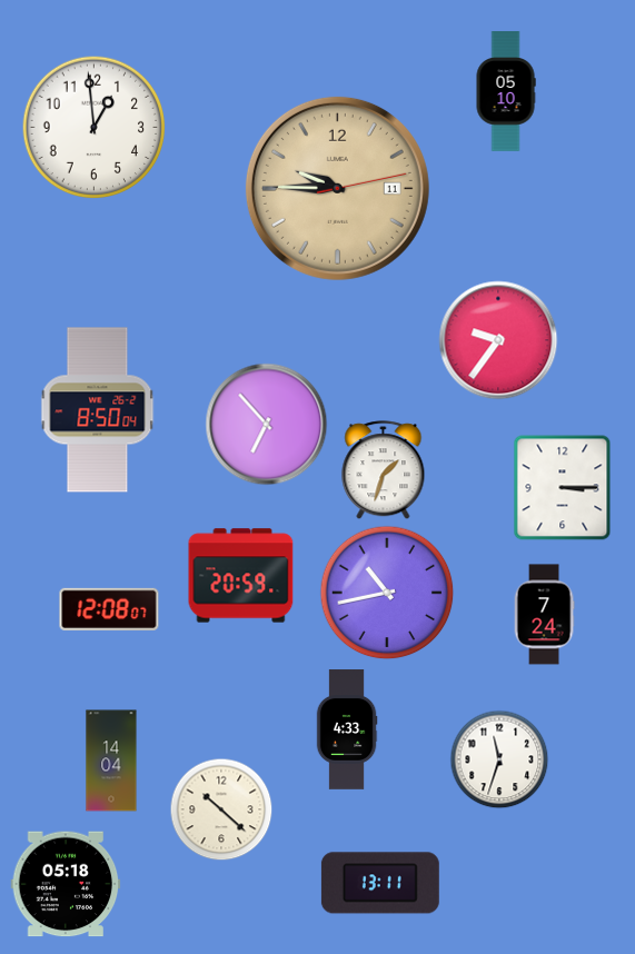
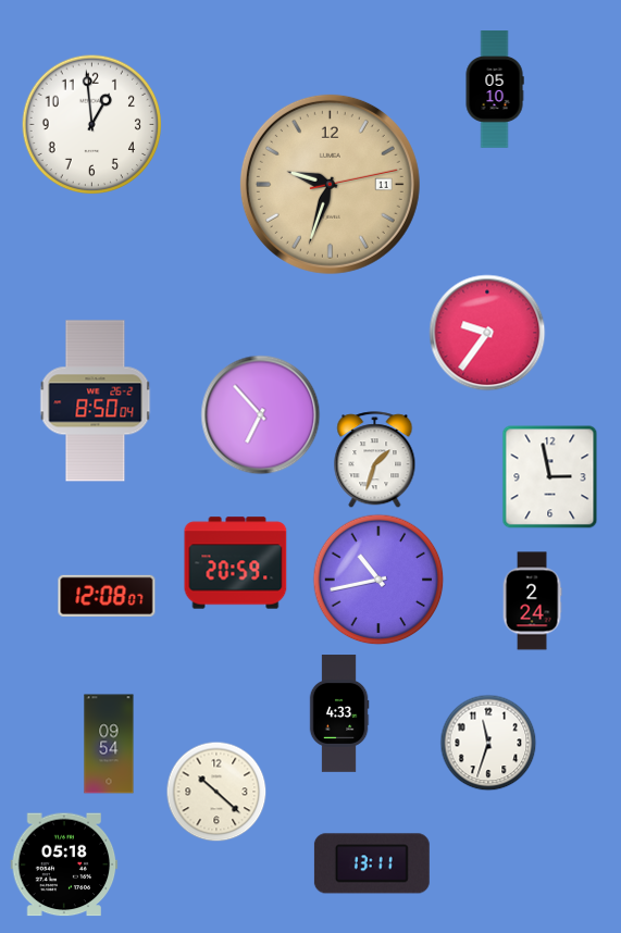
clock at (337, 188): 9:45 -> 9:33
clock at (563, 488): 3:15 -> 2:58
clock at (544, 615): 7:24 -> 2:24
clock at (111, 761): 14:04 -> 09:54
